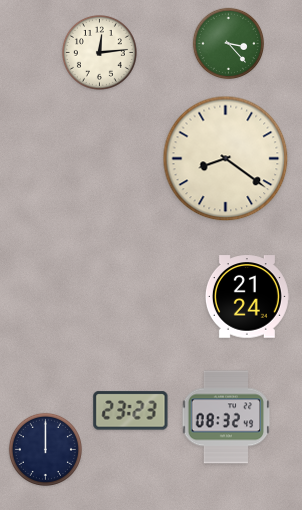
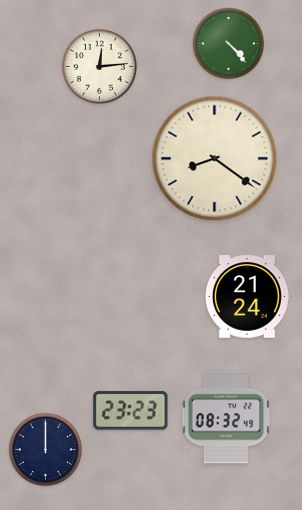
clock at (228, 43): 3:23 -> 4:23
clock at (99, 52) position: (99, 52) -> (99, 66)
clock at (226, 159) position: (226, 159) -> (215, 159)
